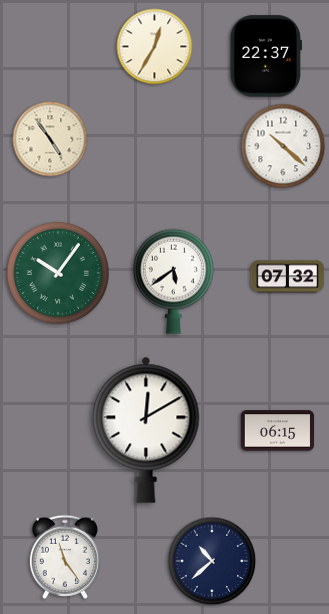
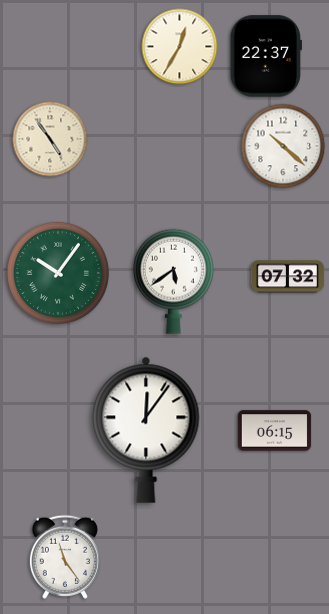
clock at (155, 47) position: (155, 47) -> (180, 47)
clock at (146, 430): 12:10 -> 12:06
clock at (278, 431) position: (278, 431) -> (275, 431)
clock at (212, 561): 10:38 -> none
